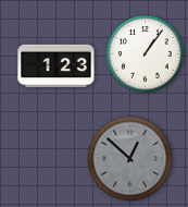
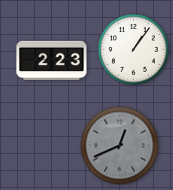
clock at (57, 66): 1:23 -> 2:23
clock at (130, 159): 12:52 -> 12:41
